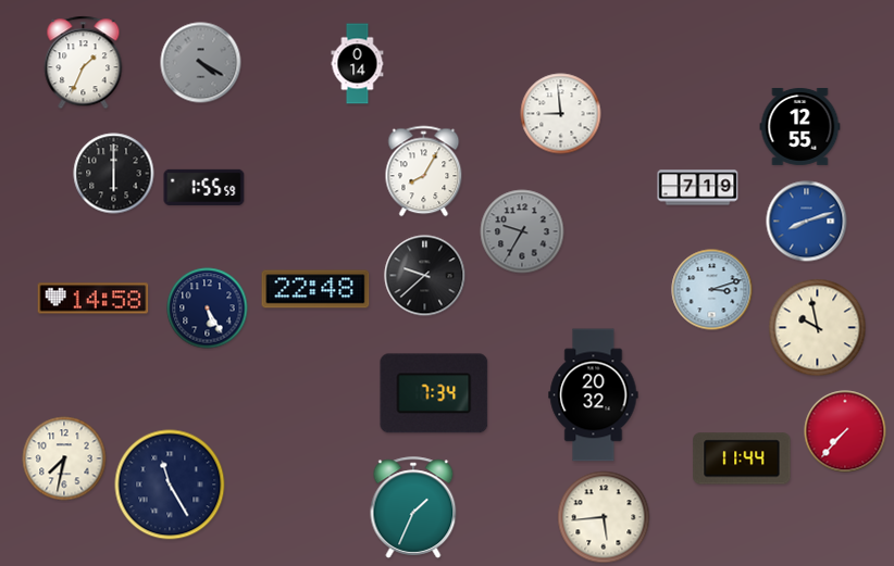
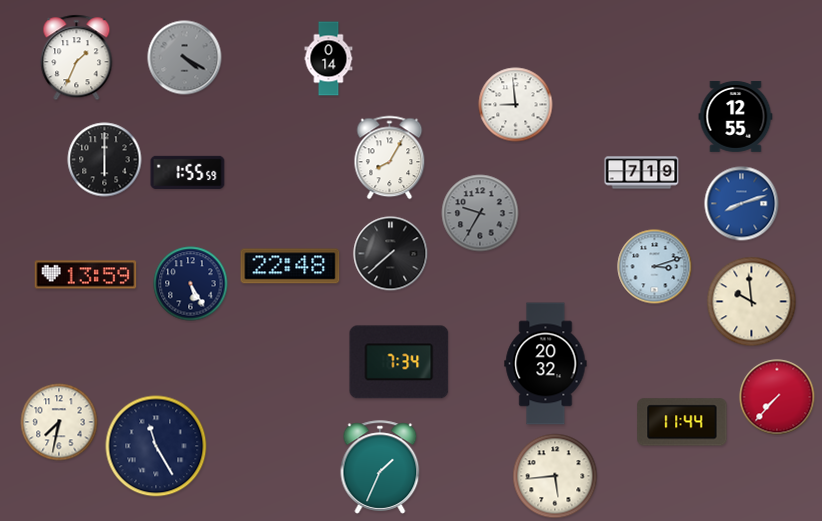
clock at (425, 276): 9:38 -> 7:38
clock at (94, 299): 14:58 -> 13:59
clock at (818, 328): 9:58 -> 9:59
